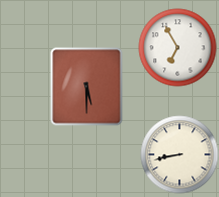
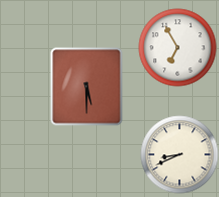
clock at (179, 154): 8:43 -> 8:41
